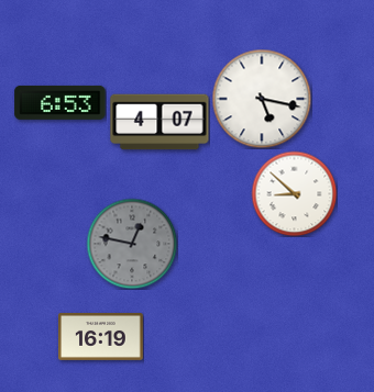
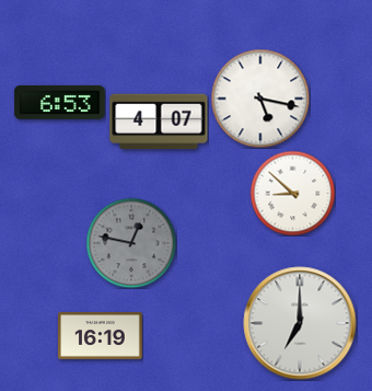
clock at (300, 323): none -> 7:00
